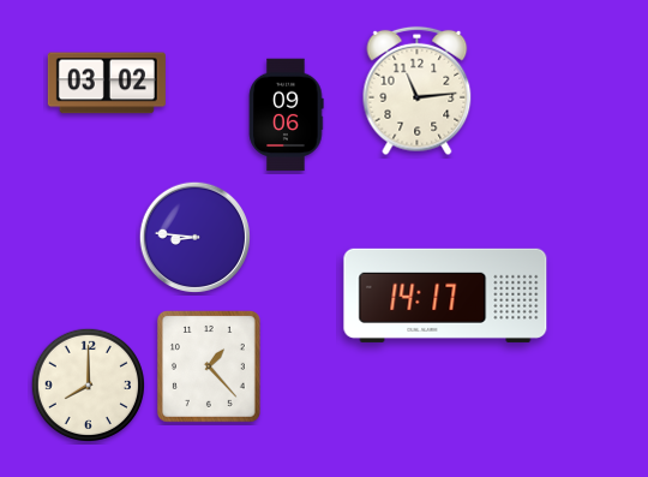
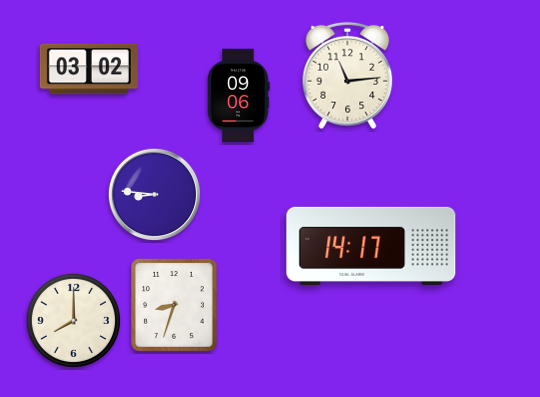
clock at (196, 238) position: (196, 238) -> (155, 195)
clock at (209, 368): 1:23 -> 8:33
